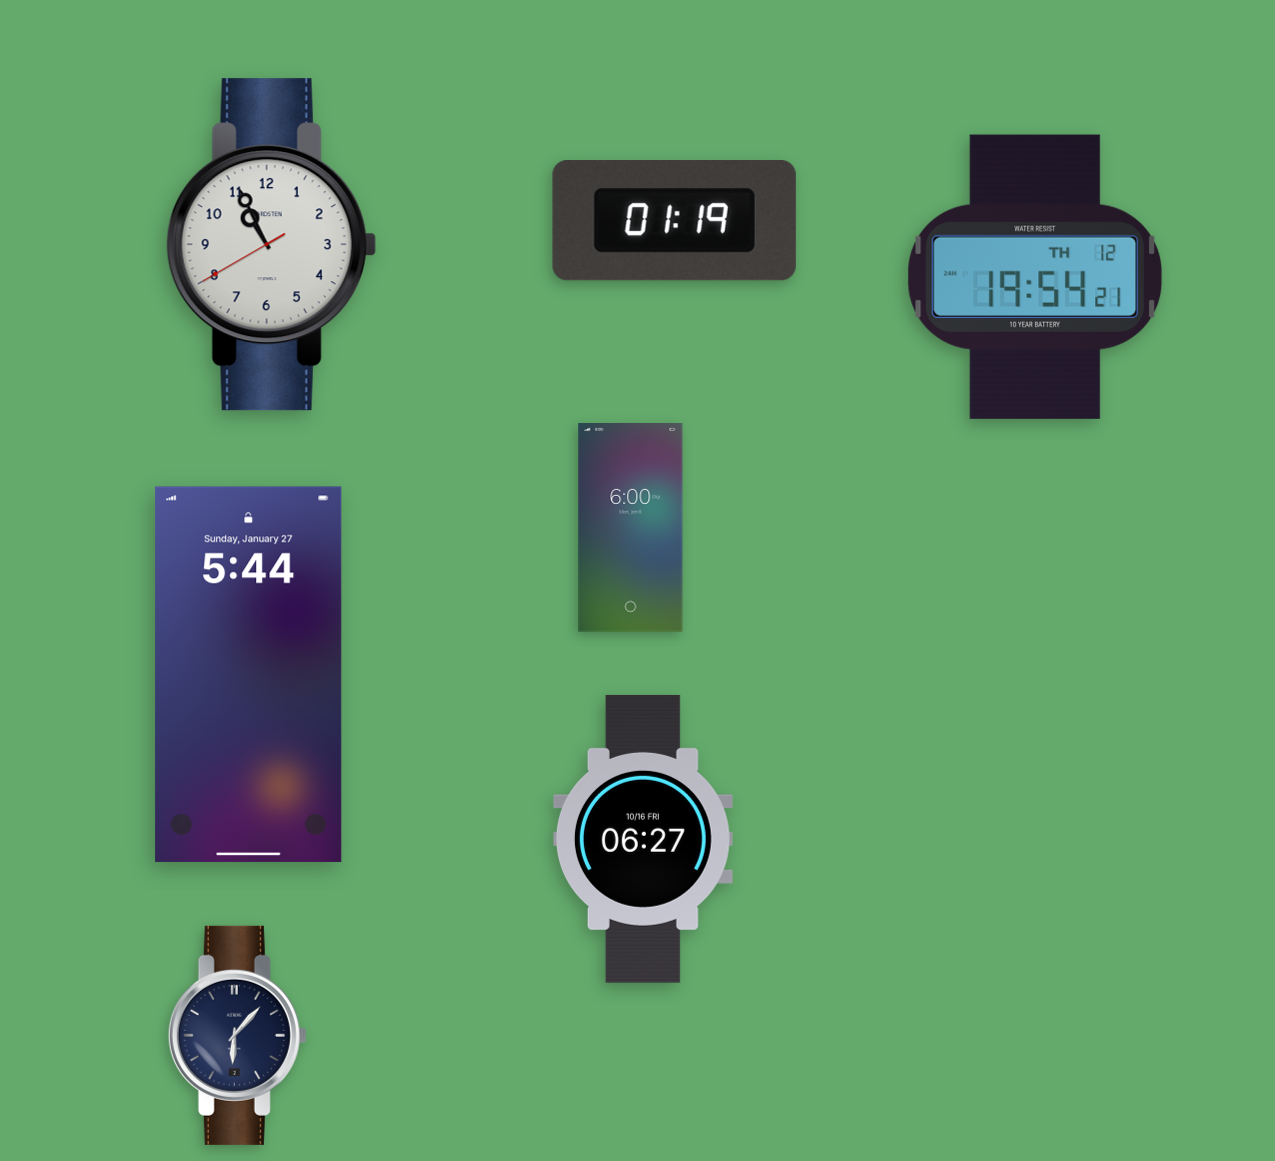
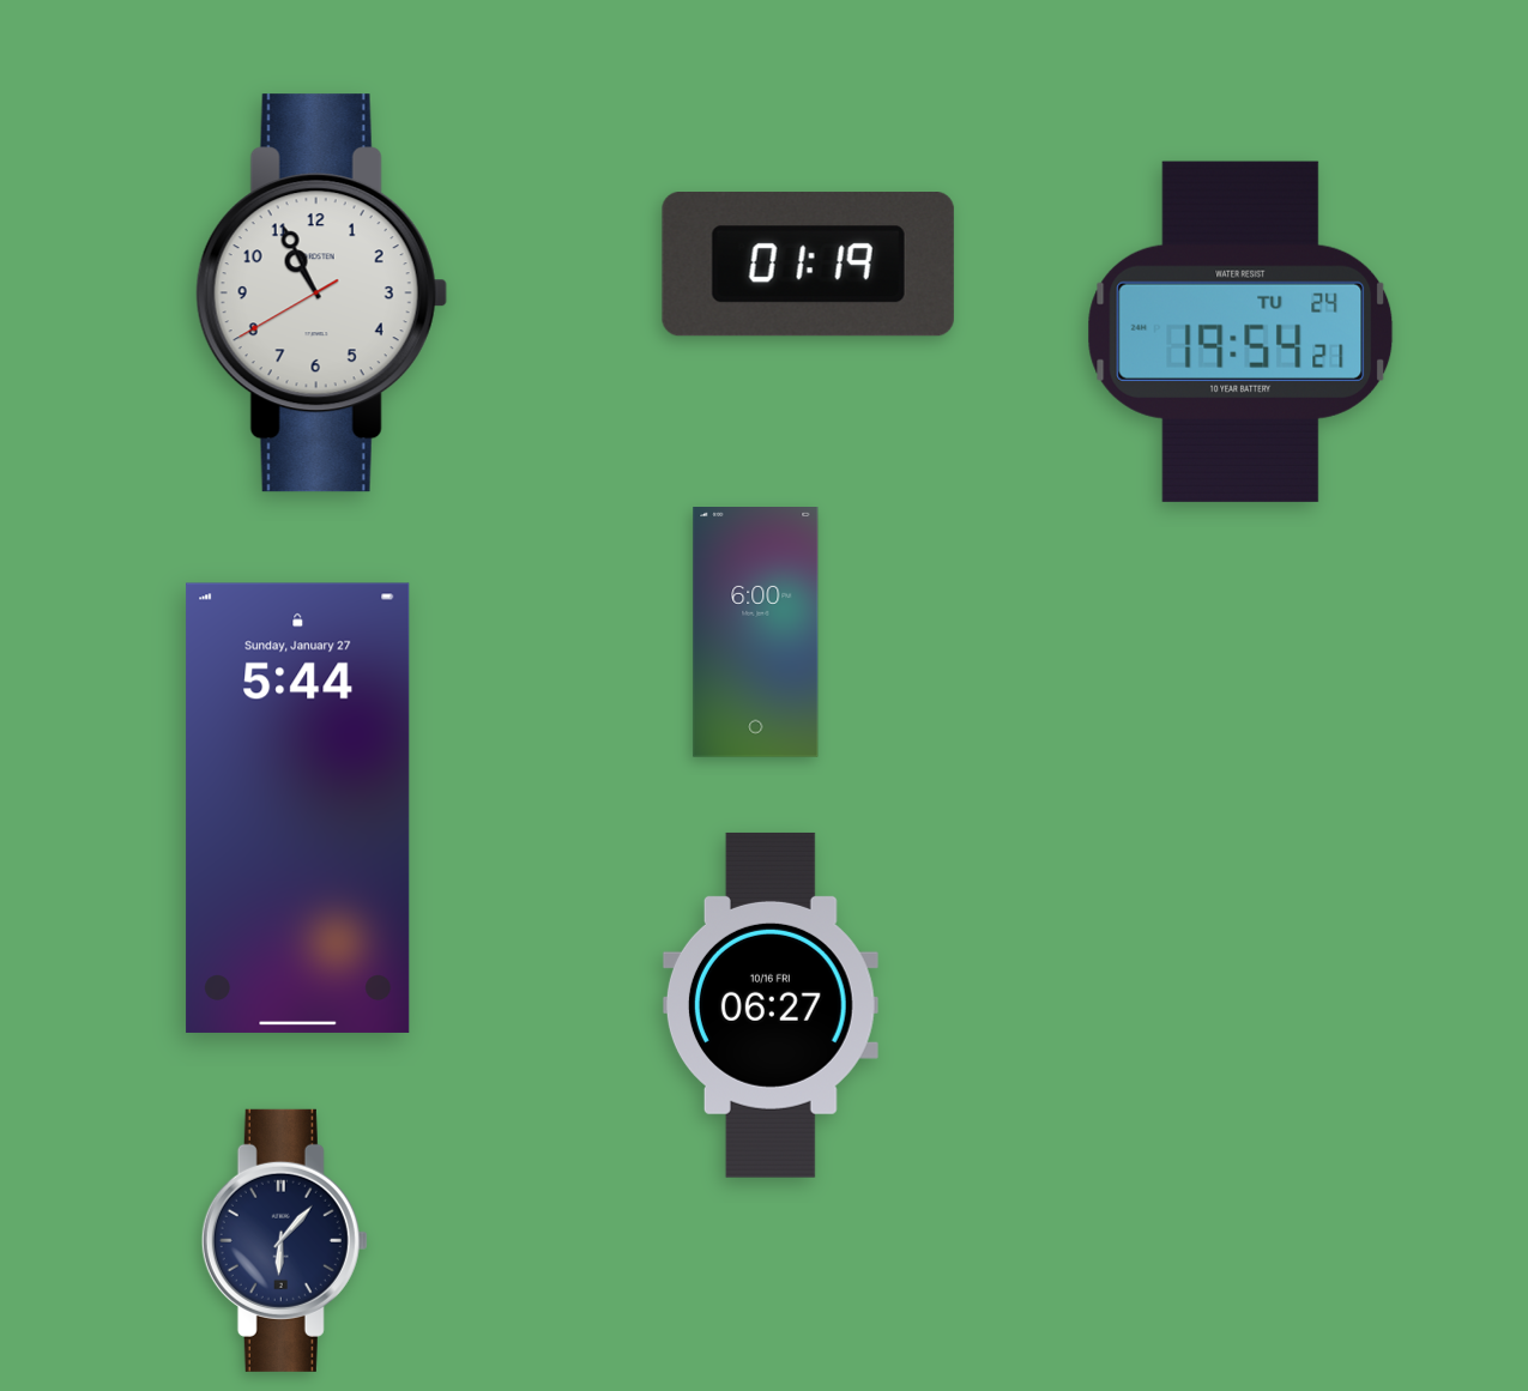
clock at (271, 245) position: (271, 245) -> (321, 294)
clock at (1035, 277) date: TH 12 -> TU 24
